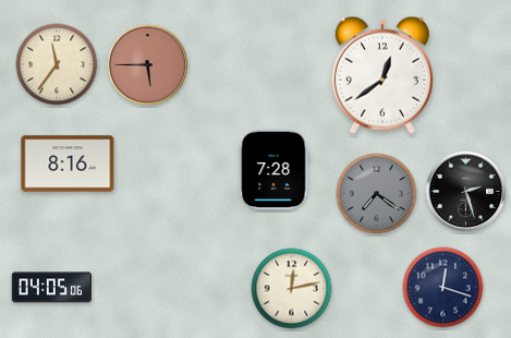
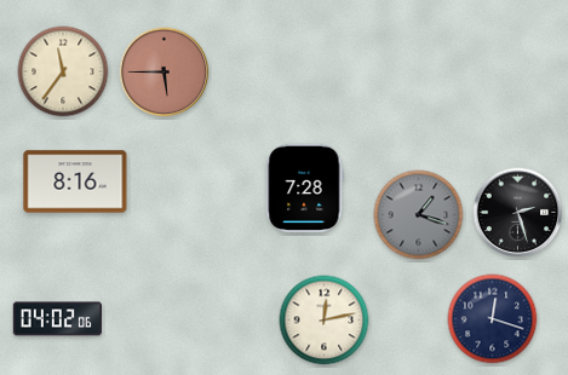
clock at (382, 75): 12:39 -> none
clock at (377, 194): 7:21 -> 1:18
clock at (51, 288): 04:05 -> 04:02
